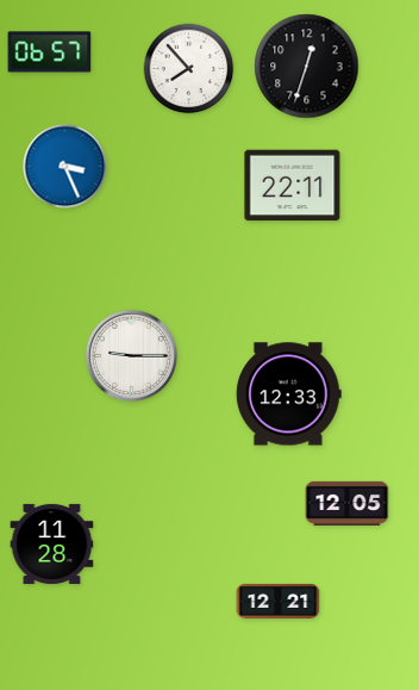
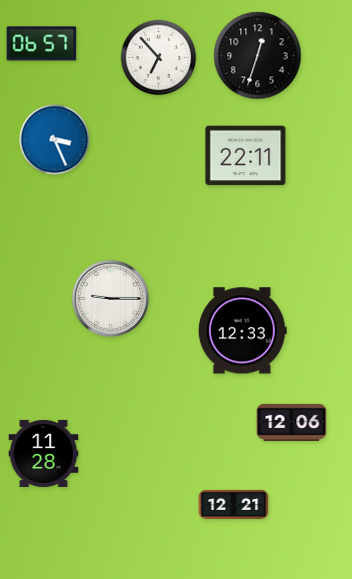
clock at (189, 69): 7:53 -> 6:53
clock at (348, 503): 12:05 -> 12:06
clock at (52, 543) position: (52, 543) -> (44, 453)
